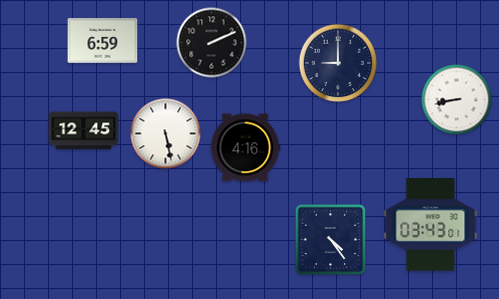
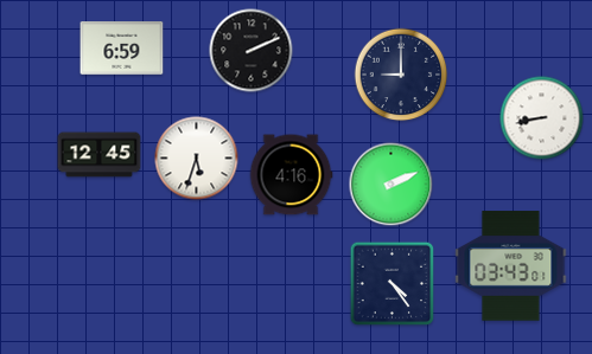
clock at (166, 134): 5:28 -> 5:33
clock at (392, 185): none -> 2:11
